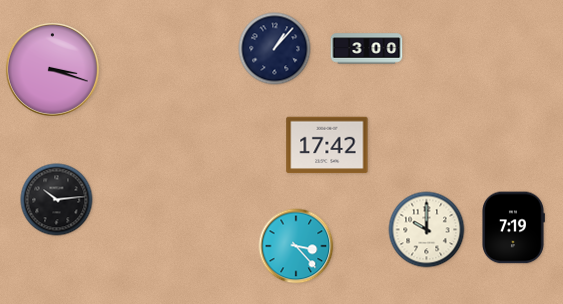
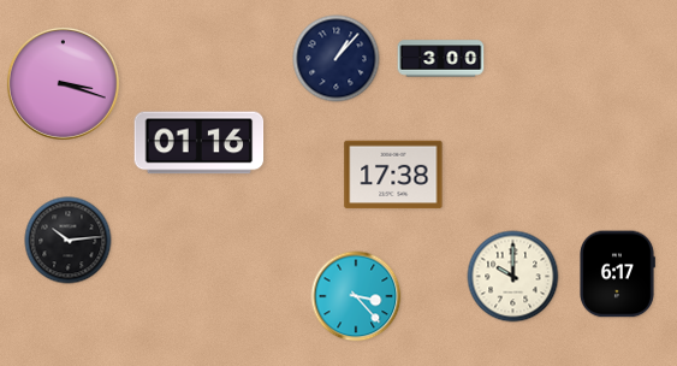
clock at (275, 49) position: (275, 49) -> (337, 59)
clock at (200, 143): none -> 01:16
clock at (327, 145): 17:42 -> 17:38
clock at (514, 228): 7:19 -> 6:17
